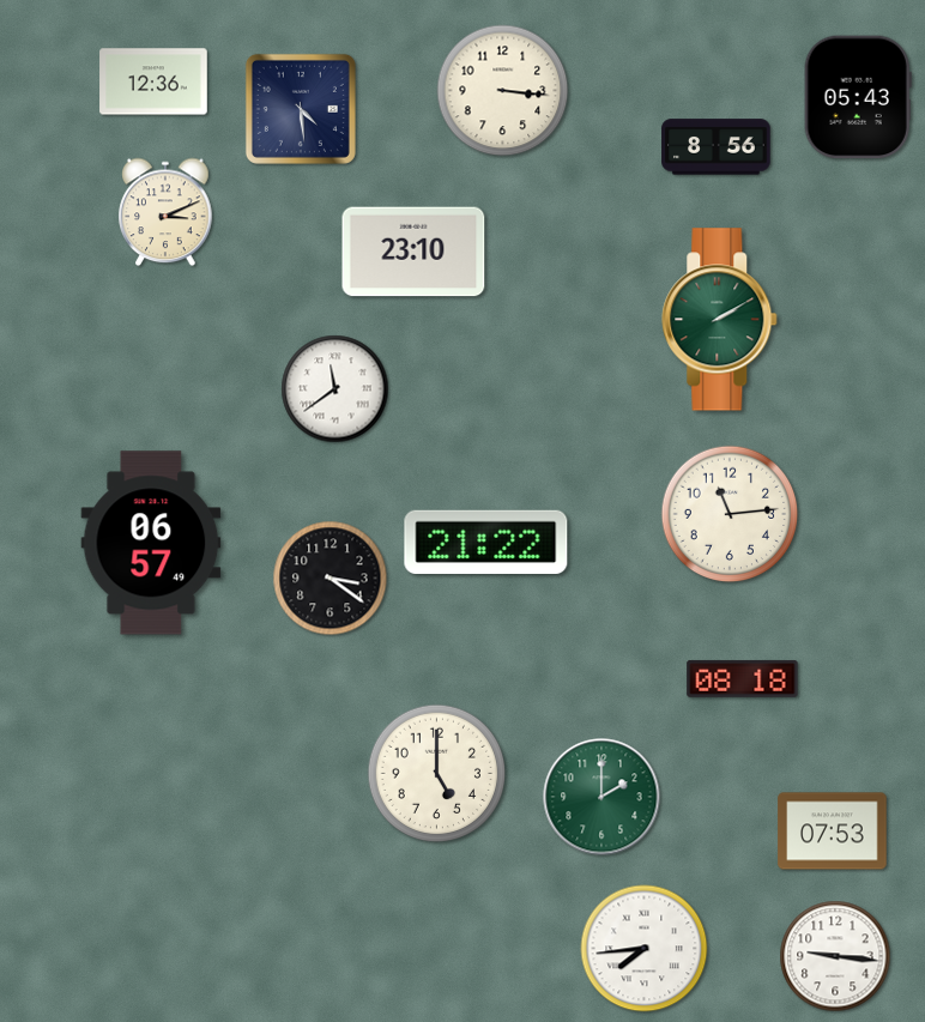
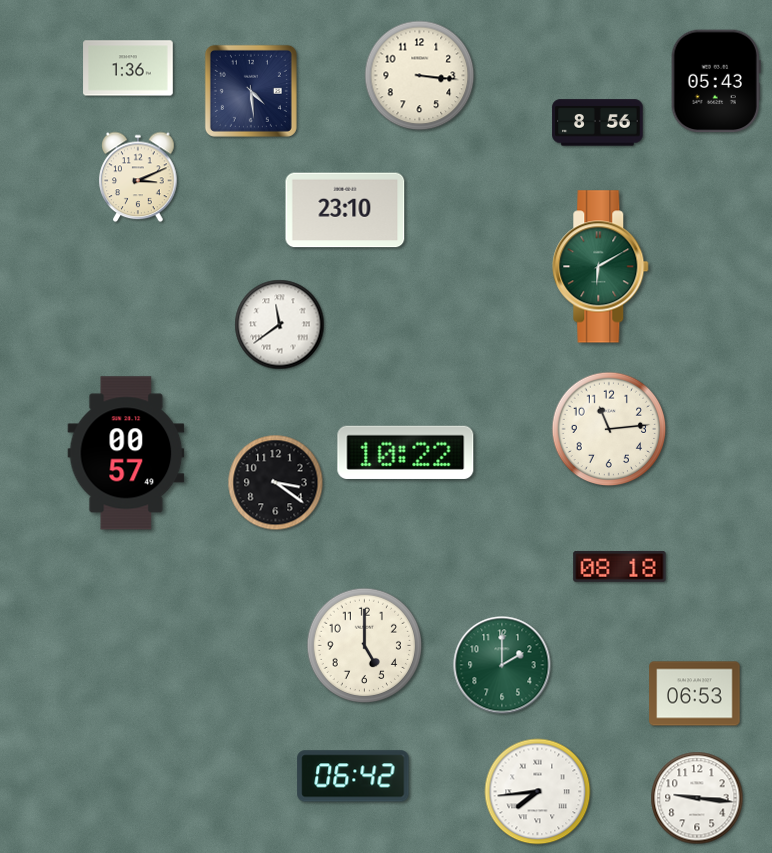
clock at (153, 81): 12:36 -> 1:36
clock at (720, 320): 2:10 -> 6:10
clock at (486, 542): 21:22 -> 10:22
clock at (151, 543): 06:57 -> 00:57
clock at (833, 831): 07:53 -> 06:53
clock at (353, 776): none -> 06:42
